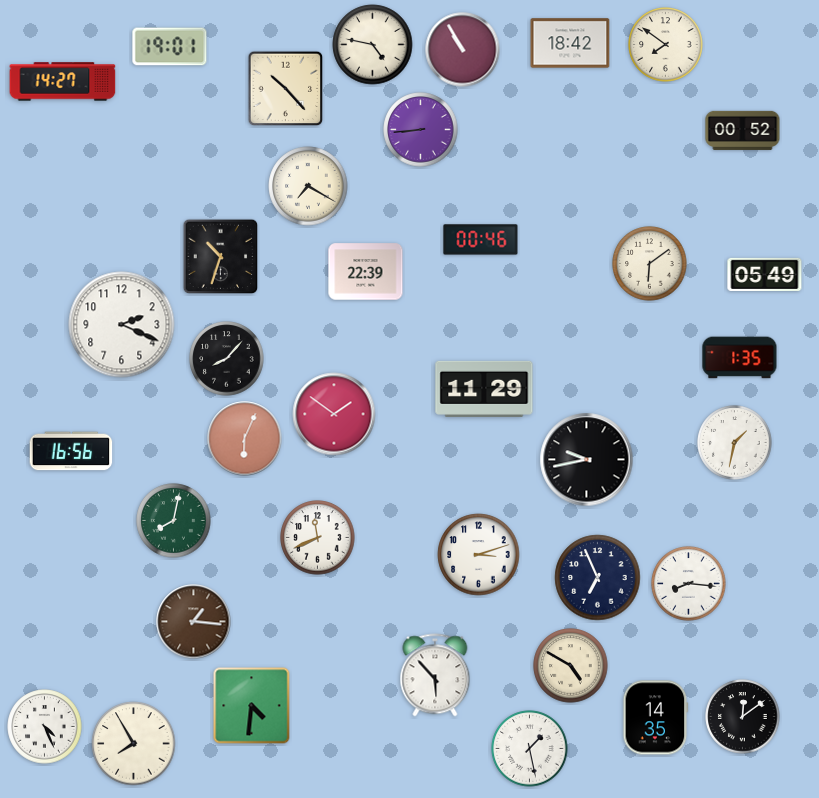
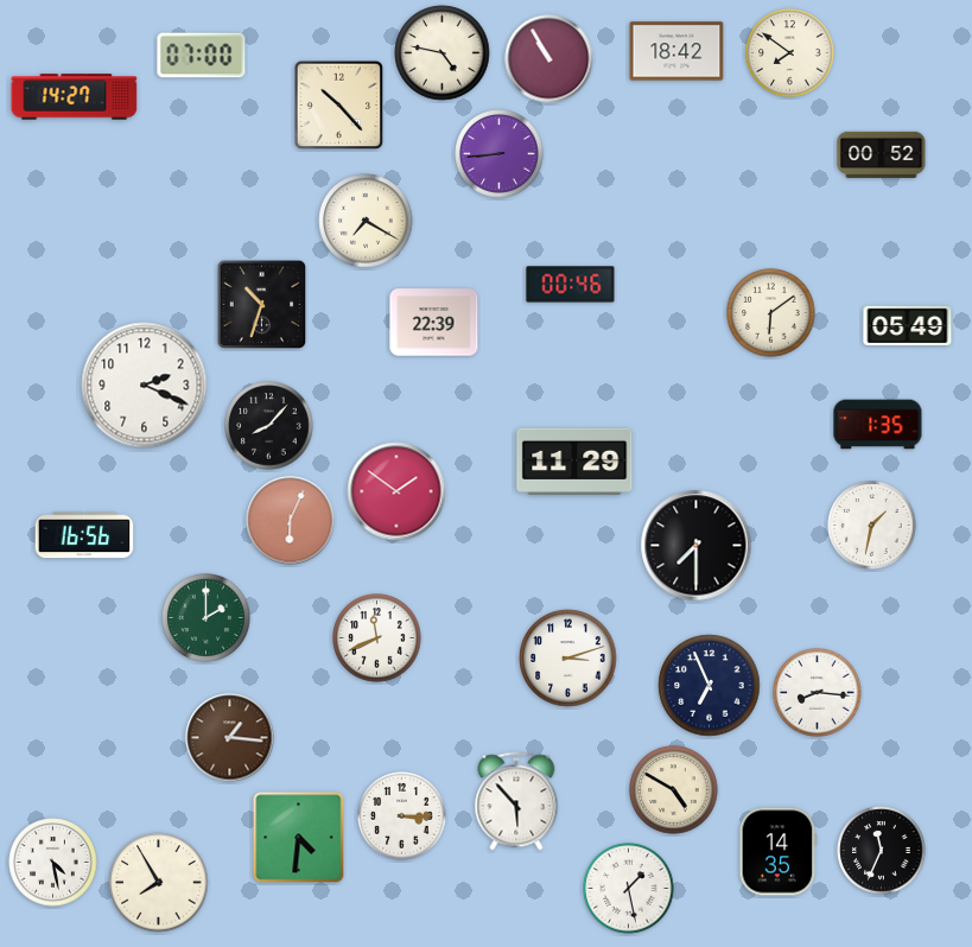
clock at (170, 47): 19:01 -> 07:00
clock at (587, 460): 9:43 -> 7:30
clock at (174, 521): 8:02 -> 2:00
clock at (571, 666) position: (571, 666) -> (674, 790)
clock at (402, 816): none -> 3:15
clock at (743, 717): 12:09 -> 11:34
clock at (45, 727): 4:26 -> 4:28
